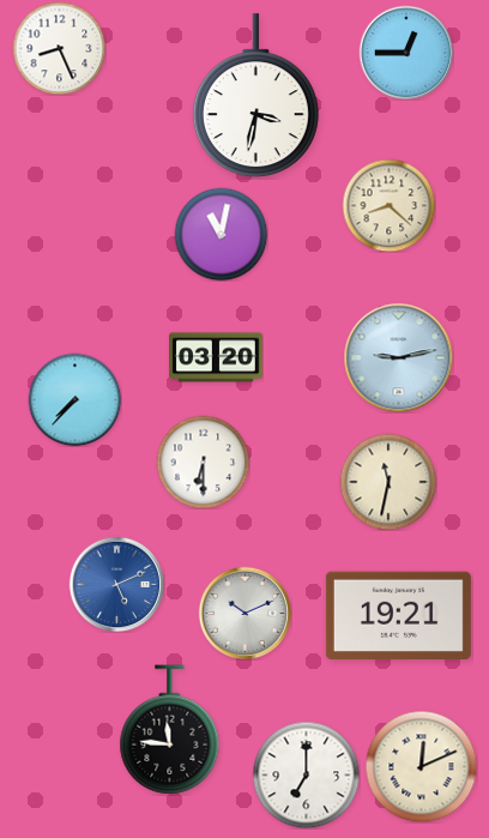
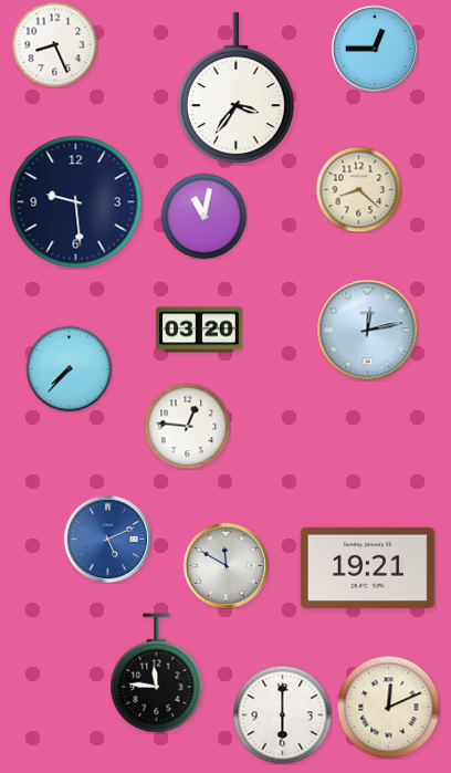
clock at (255, 96): 3:32 -> 3:36
clock at (76, 202): none -> 9:29
clock at (398, 357): 9:13 -> 12:13
clock at (203, 462): 6:30 -> 12:46
clock at (388, 482): 11:32 -> none
clock at (244, 613): 10:11 -> 11:50
clock at (306, 774): 7:00 -> 6:00
